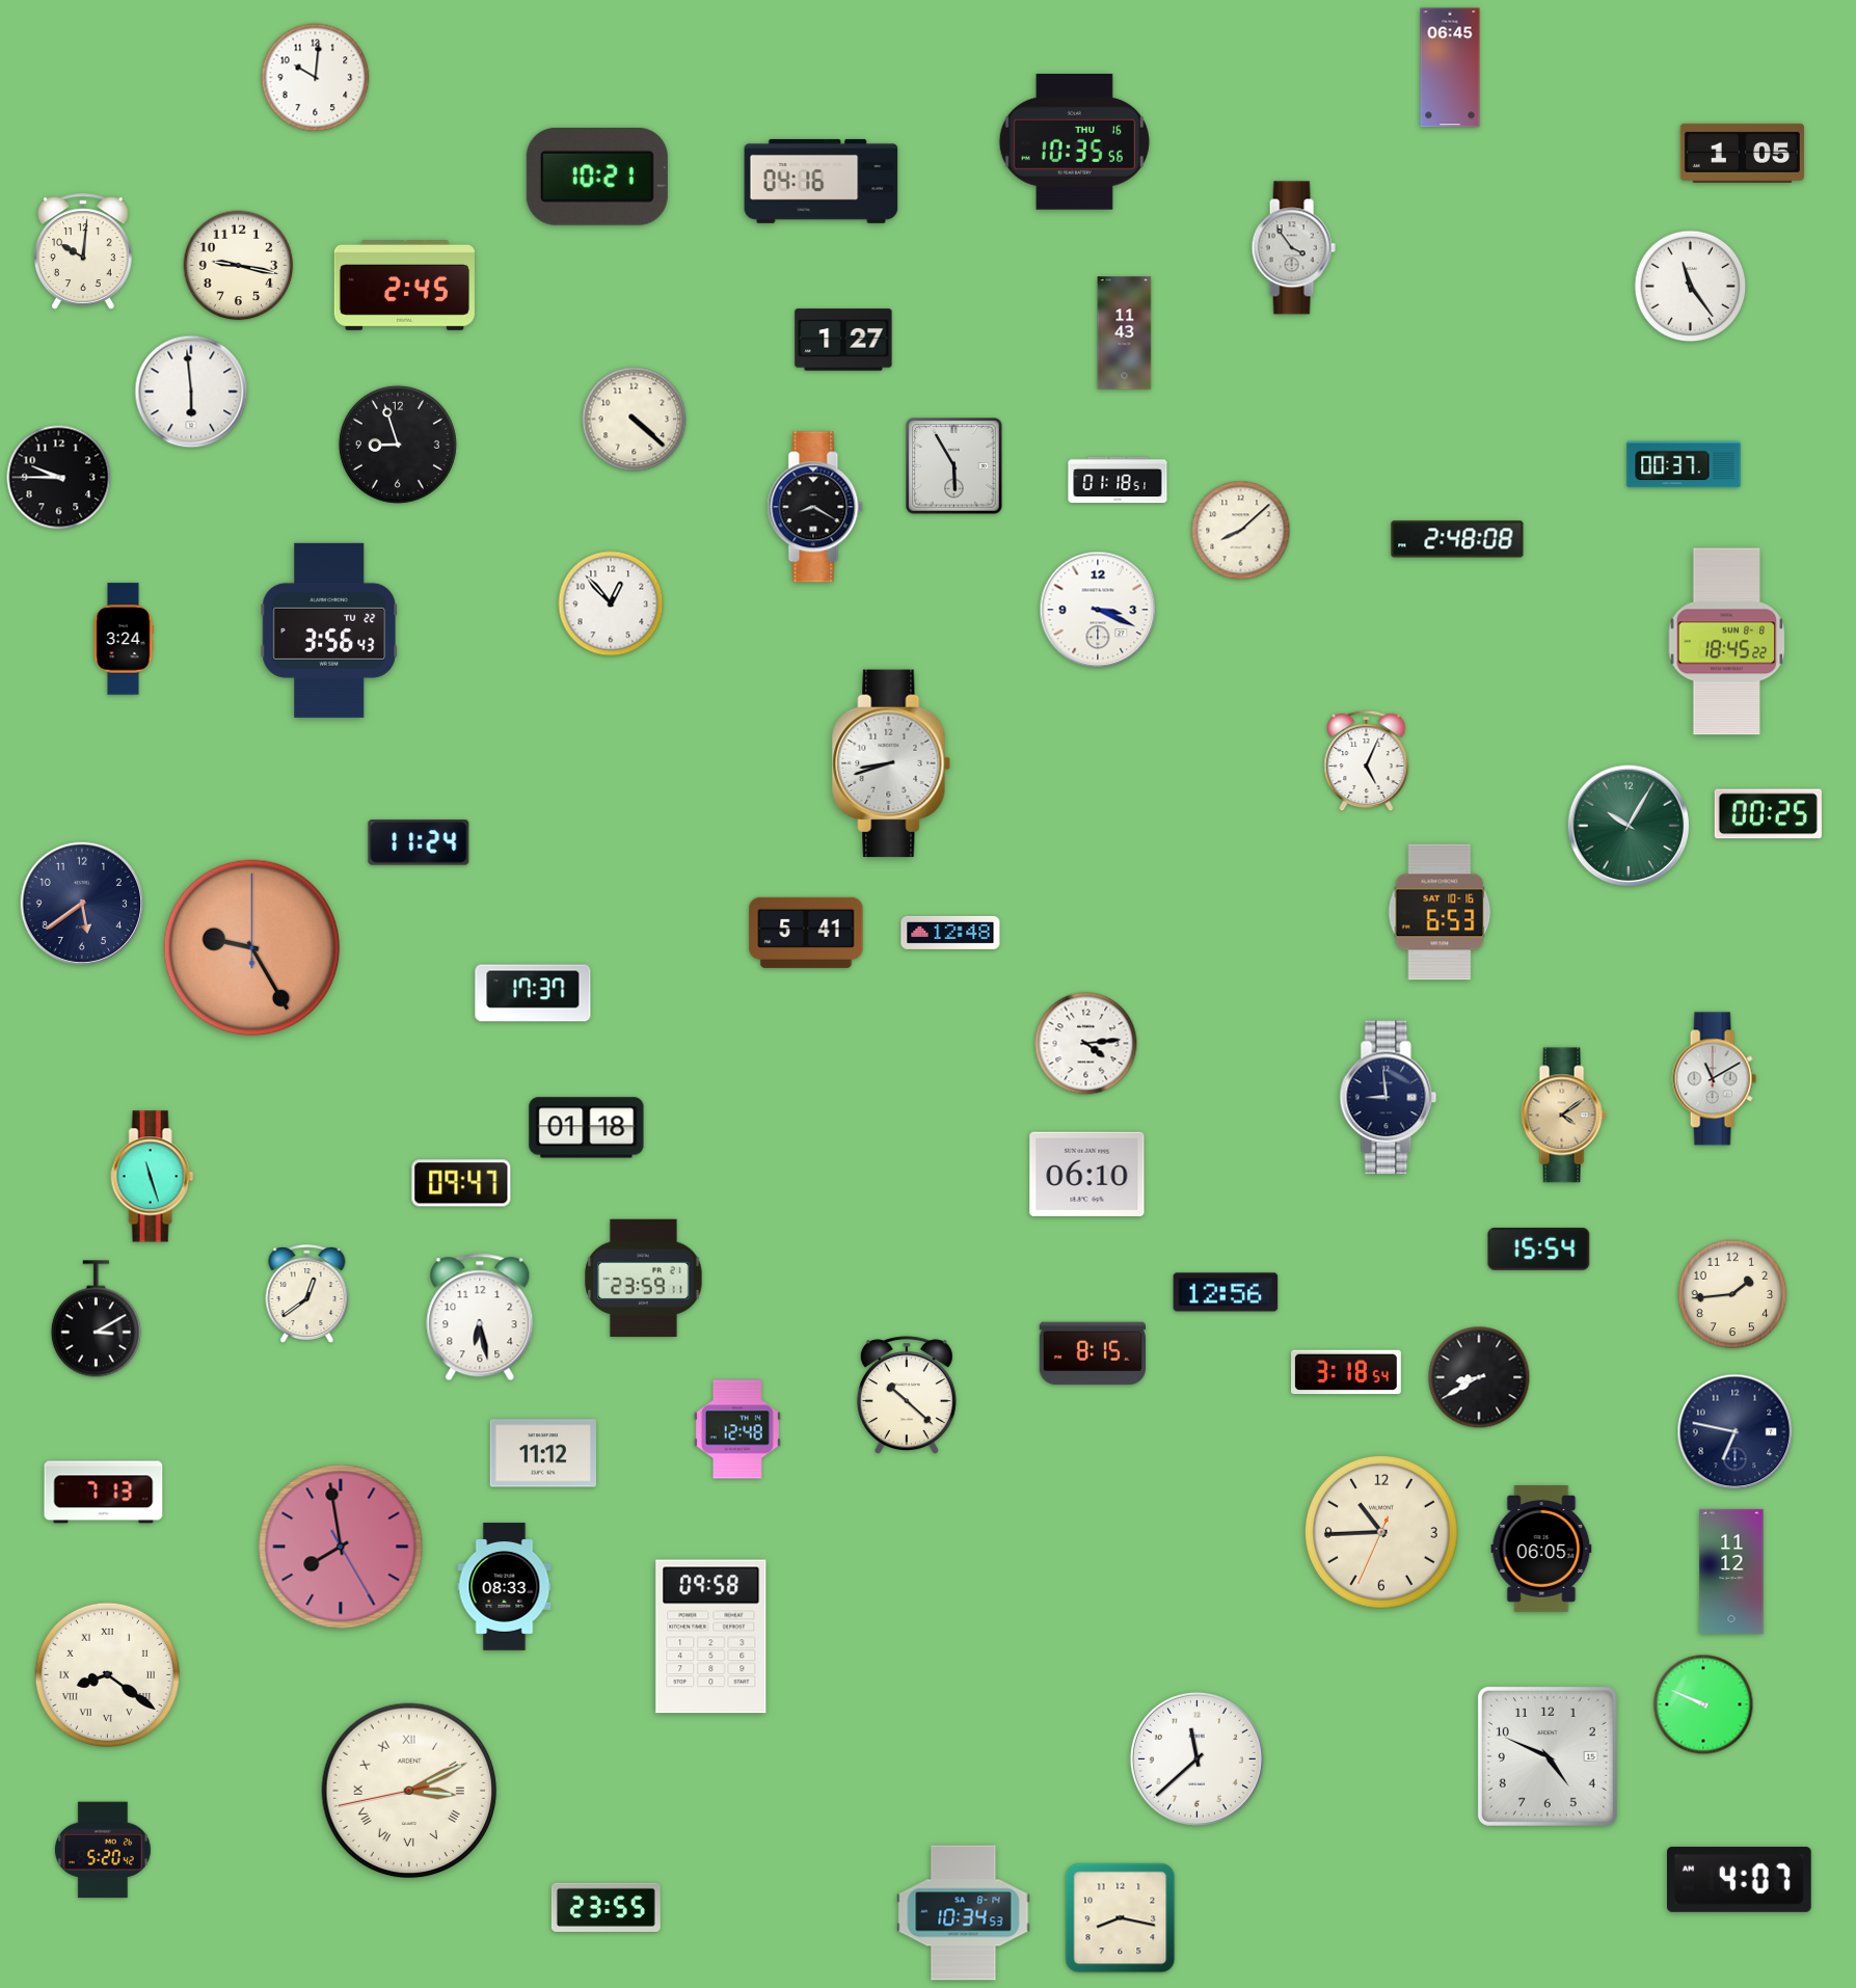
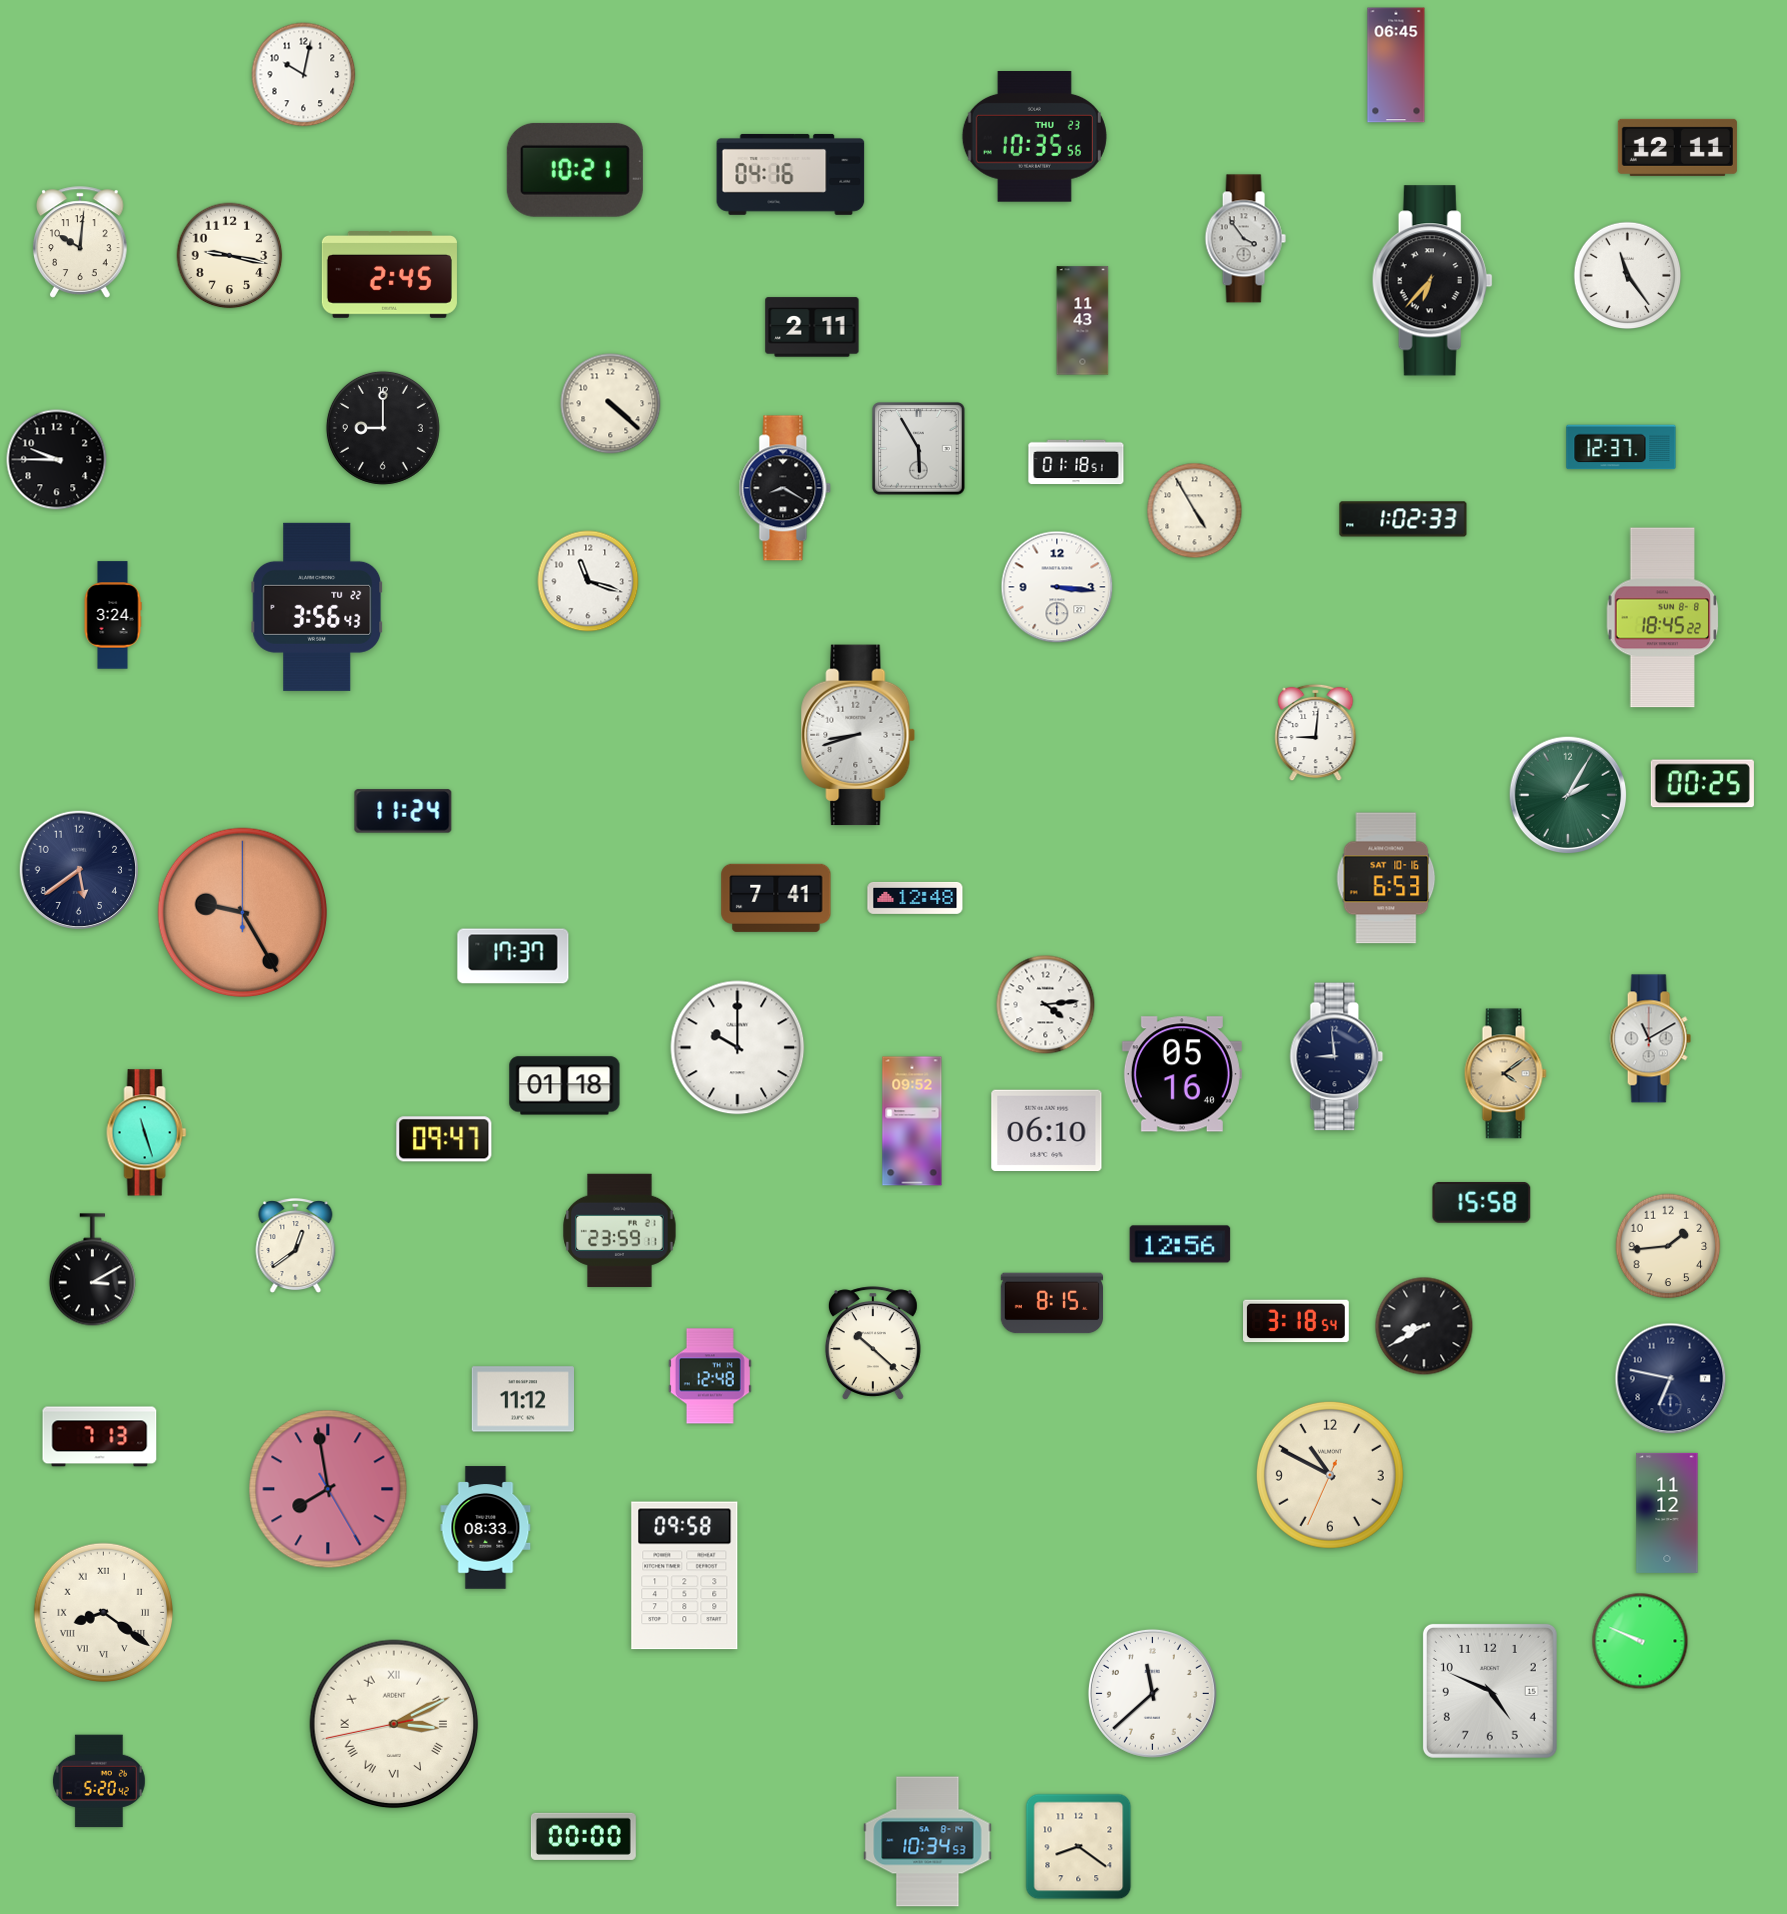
clock at (316, 78): 10:01 -> 10:02
clock at (1074, 142) date: THU 16 -> THU 23
clock at (1742, 153): 1:05 -> 12:11
clock at (1432, 281): none -> 6:37
clock at (843, 340): 1:27 -> 2:11
clock at (191, 392): 5:59 -> none
clock at (398, 445): 8:57 -> 9:00
clock at (1684, 464): 00:37 -> 12:37
clock at (1241, 531): 8:08 -> 4:55
clock at (1457, 539): 2:48 -> 1:02
clock at (611, 603): 12:53 -> 11:18
clock at (1098, 610): 3:19 -> 3:16
clock at (124, 639) position: (124, 639) -> (113, 615)
clock at (1367, 761): 5:04 -> 9:01
clock at (1629, 826): 10:05 -> 2:05
clock at (806, 933): 5:41 -> 7:41
clock at (738, 1048): none -> 10:00
clock at (1182, 1074): none -> 05:16
clock at (912, 1121): none -> 09:52
clock at (1539, 1250): 15:54 -> 15:58
clock at (480, 1317): 6:28 -> none
clock at (1381, 1532): 10:44 -> 10:49
clock at (1541, 1550): 06:05 -> none
clock at (1740, 1879): 4:07 -> none
clock at (606, 1907): 23:55 -> 00:00
clock at (1121, 1918): 8:17 -> 8:21
